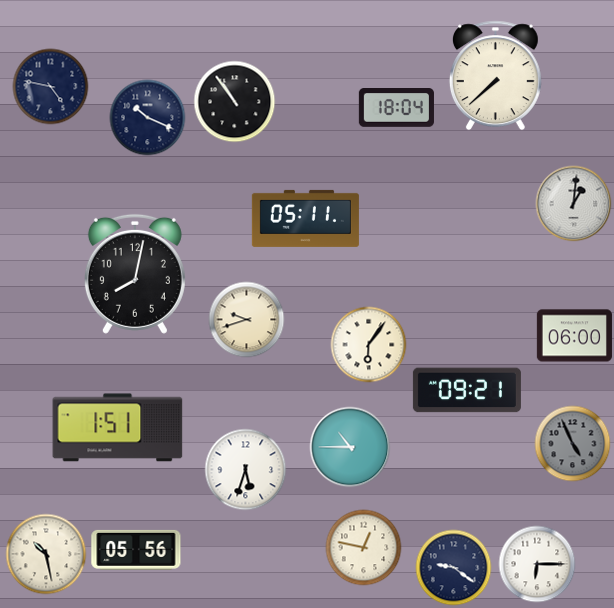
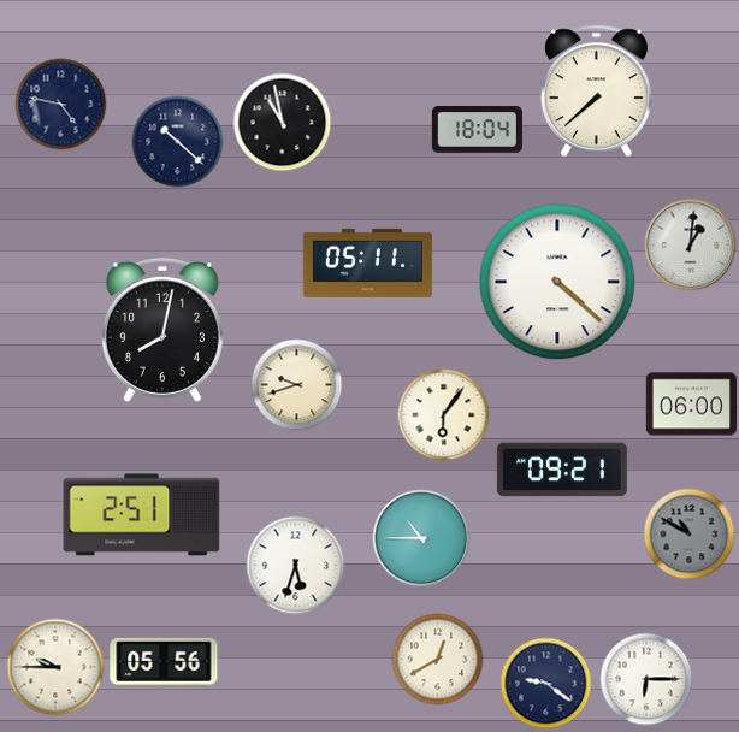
clock at (235, 102): 10:54 -> 10:58
clock at (148, 118): 10:19 -> 10:22
clock at (557, 282): none -> 4:22
clock at (118, 428): 1:51 -> 2:51
clock at (573, 444): 4:56 -> 10:50
clock at (364, 548): 12:47 -> 12:40
clock at (46, 554): 10:28 -> 9:45
